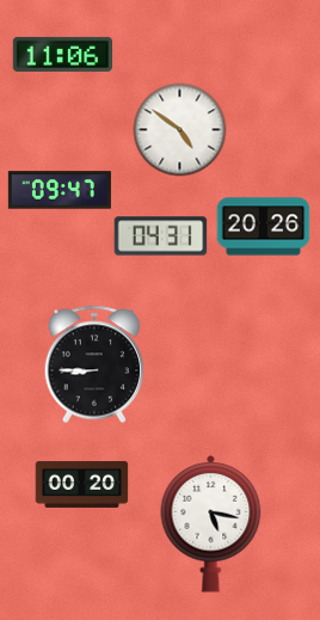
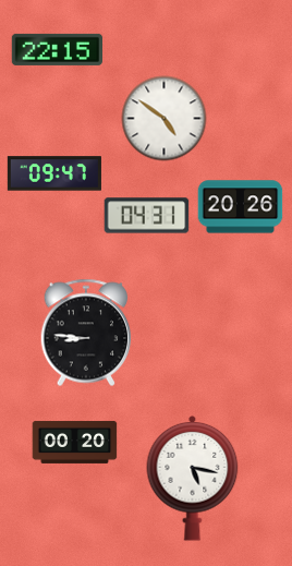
clock at (62, 54): 11:06 -> 22:15
clock at (94, 364): 8:45 -> 8:46
